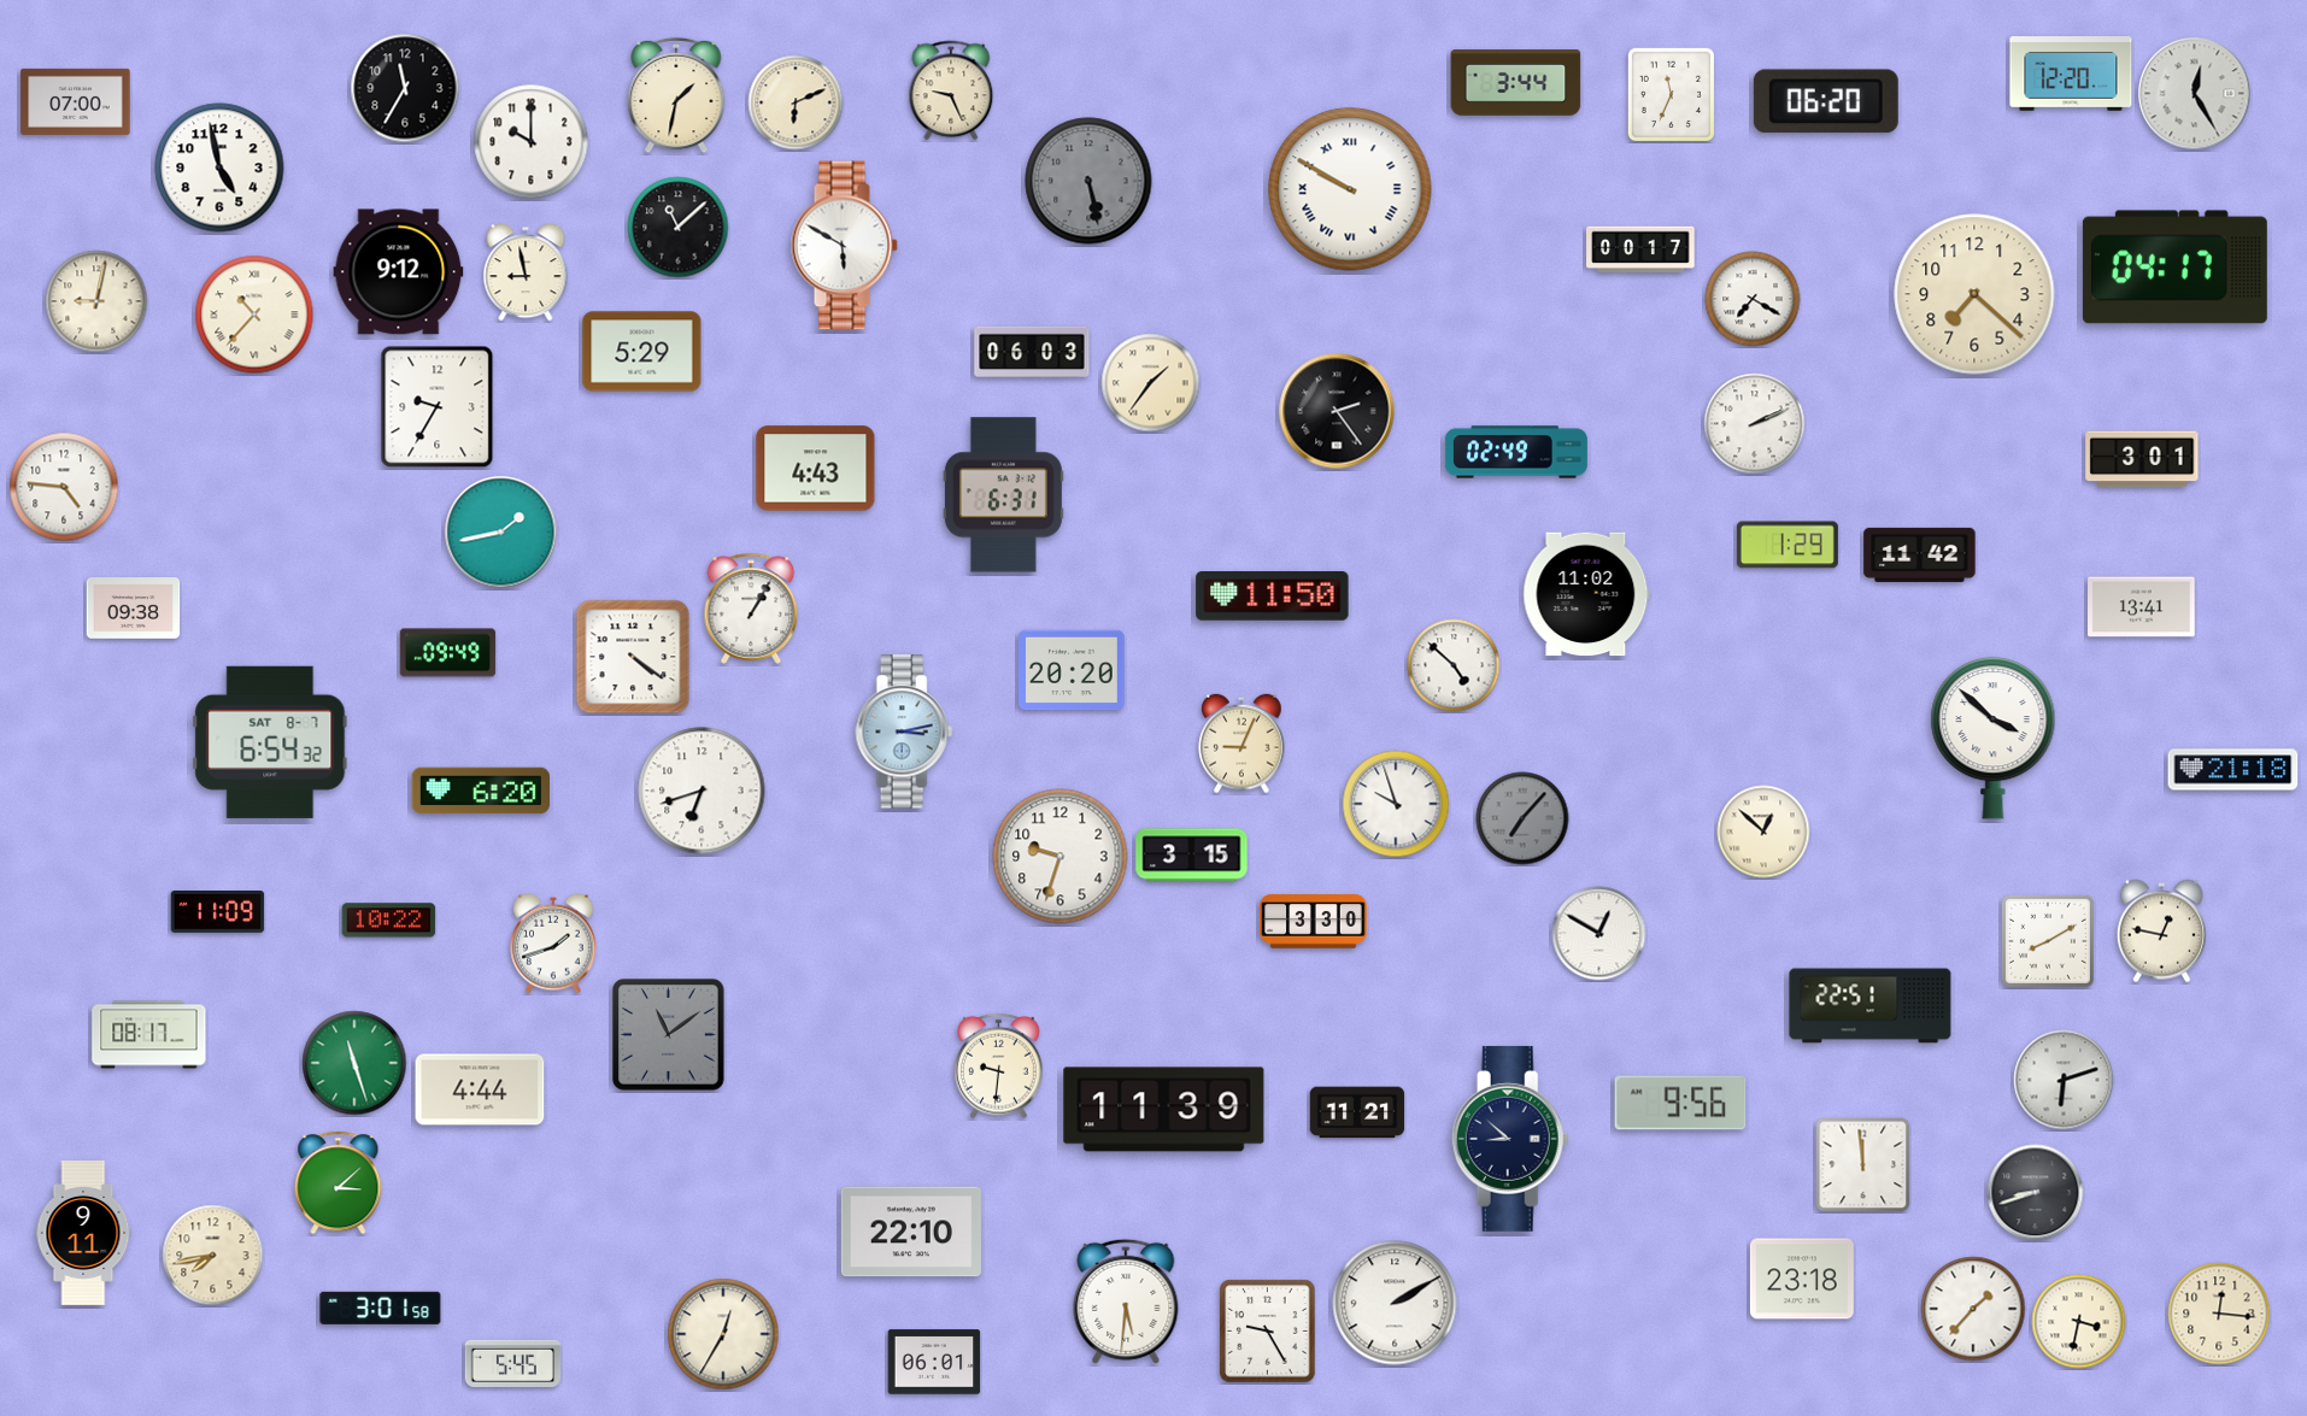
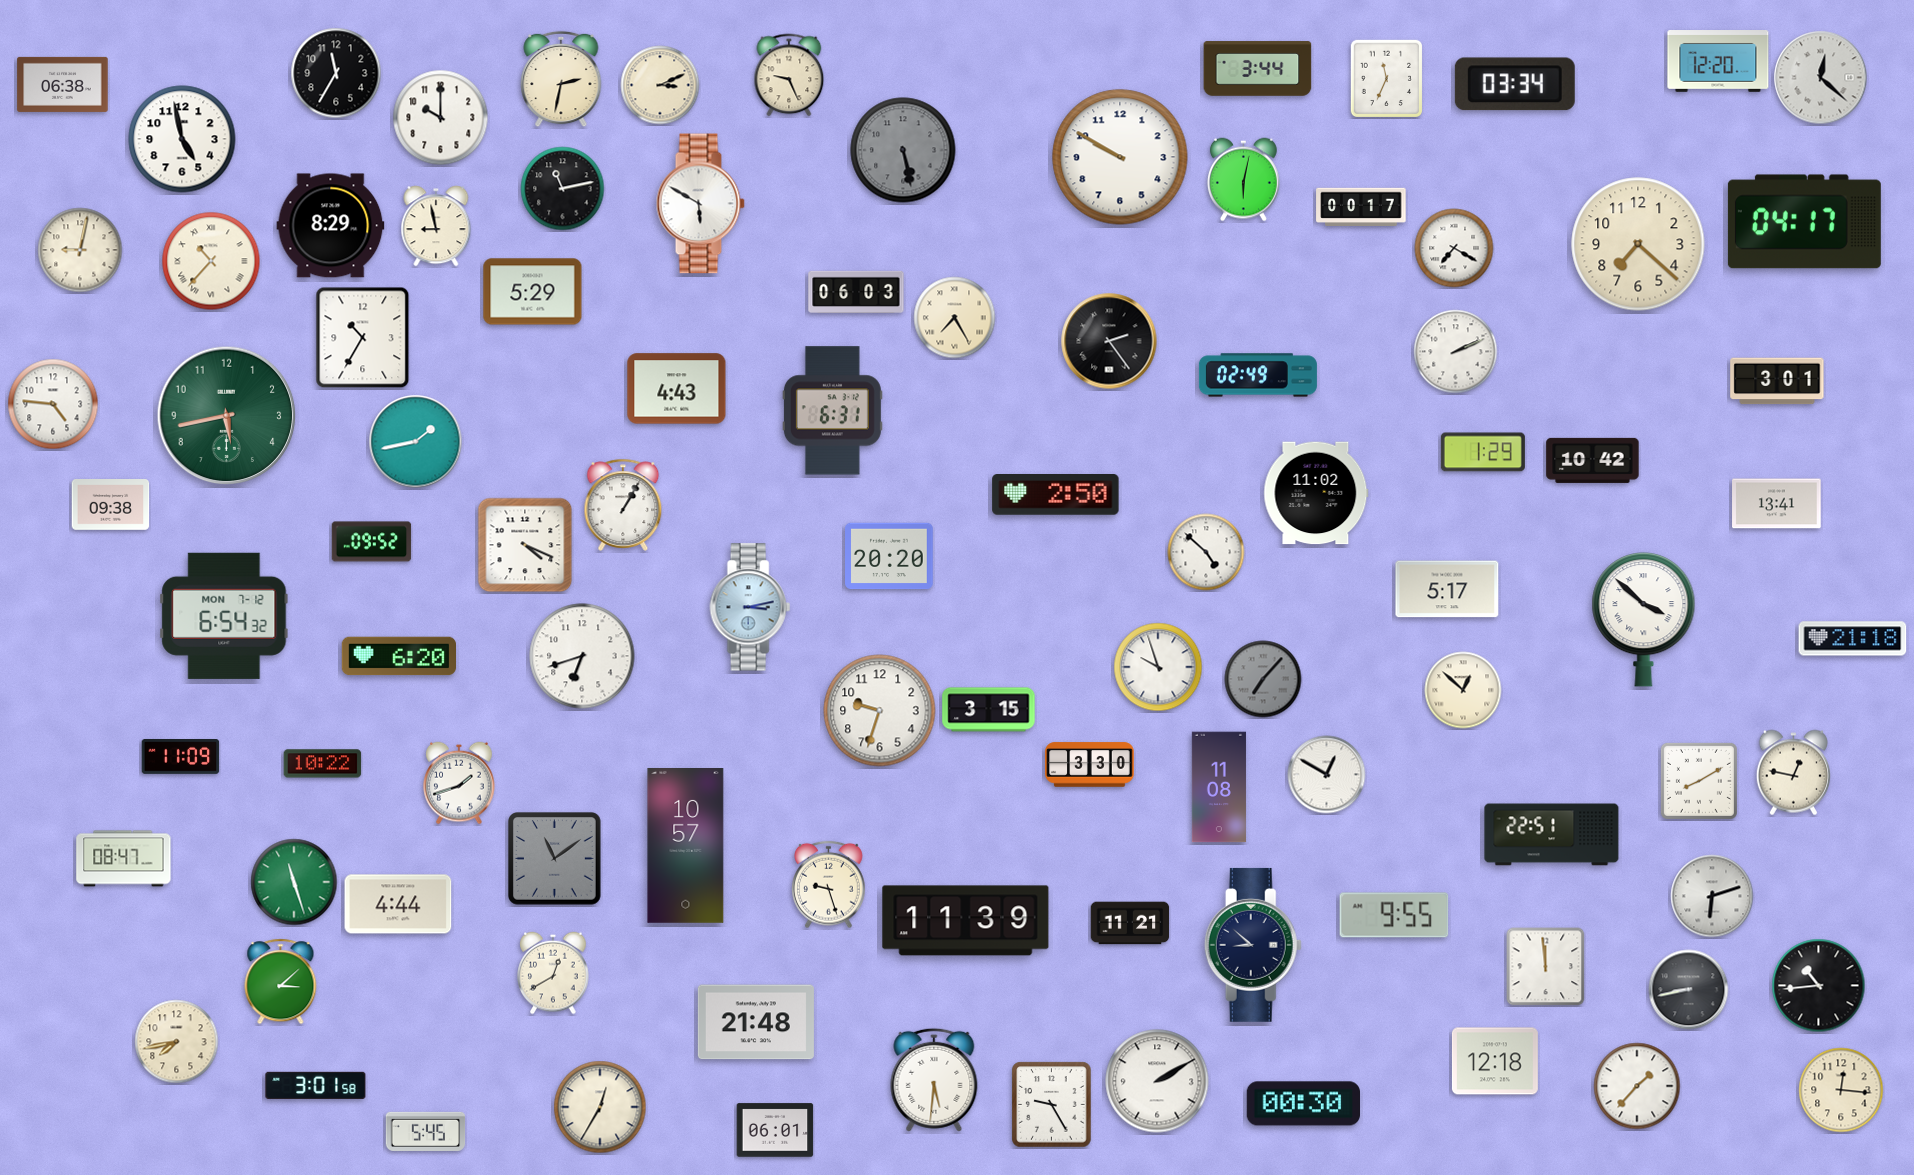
clock at (2195, 94): 12:25 -> 12:22
clock at (676, 95): 1:32 -> 2:32
clock at (76, 101): 07:00 -> 06:38
clock at (1826, 101): 06:20 -> 03:34
clock at (796, 102): 6:11 -> 3:11
clock at (1350, 189) numerals: Roman -> Arabic
clock at (1243, 180): none -> 6:02
clock at (679, 228): 11:08 -> 11:13
clock at (399, 272): 9:12 -> 8:29
clock at (1151, 383): 1:36 -> 7:25
clock at (438, 407): 9:35 -> 10:35
clock at (227, 416): none -> 5:43
clock at (1920, 554): 11:42 -> 10:42
clock at (1273, 597): 11:50 -> 2:50
clock at (448, 653): 09:49 -> 09:52
clock at (633, 657): 4:21 -> 4:19
clock at (1447, 589): none -> 5:17
clock at (1994, 739) position: (1994, 739) -> (1644, 620)
clock at (270, 742) date: SAT 8-7 -> MON 7-12
clock at (1241, 744): 9:04 -> none
clock at (1219, 787): none -> 11:08
clock at (686, 846): none -> 10:57
clock at (149, 1035): 08:17 -> 08:47
clock at (999, 1067): 9:31 -> 9:27
clock at (1680, 1103): 9:56 -> 9:55
clock at (1357, 1112) position: (1357, 1112) -> (1130, 923)
clock at (553, 973): none -> 12:40
clock at (1819, 986): none -> 10:44
clock at (2036, 1193): 8:42 -> 8:43
clock at (911, 1232): 22:10 -> 21:48
clock at (83, 1234): 9:11 -> none
clock at (1802, 1279): 23:18 -> 12:18
clock at (2079, 1322): 3:32 -> none
clock at (1303, 1104): none -> 00:30
